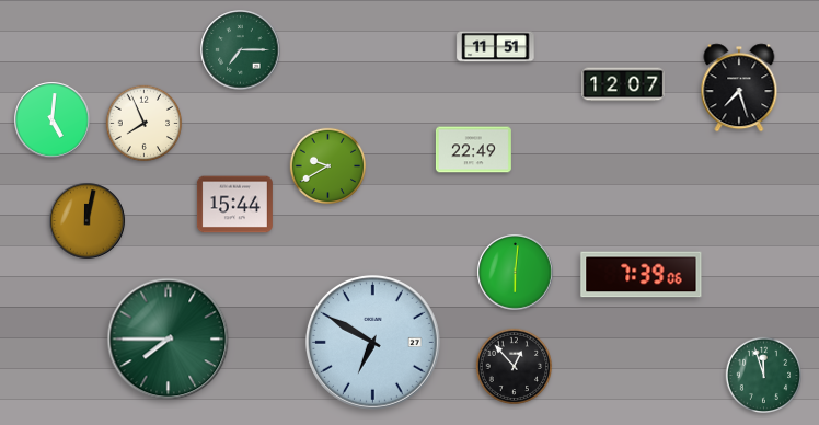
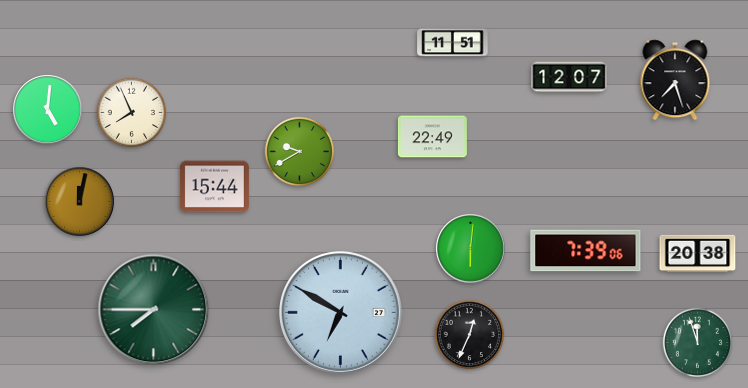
clock at (241, 50): 7:15 -> none
clock at (698, 254): none -> 20:38
clock at (515, 367): 12:53 -> 12:34
